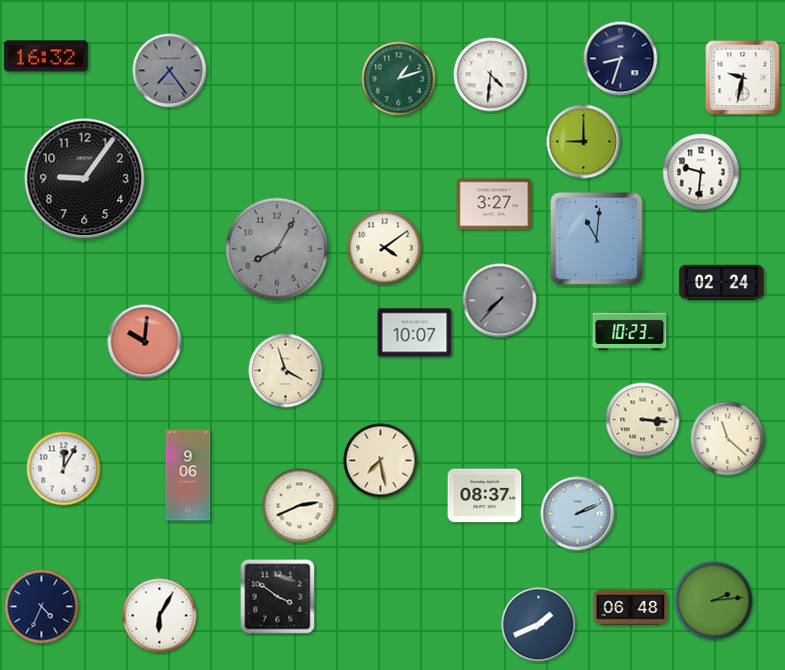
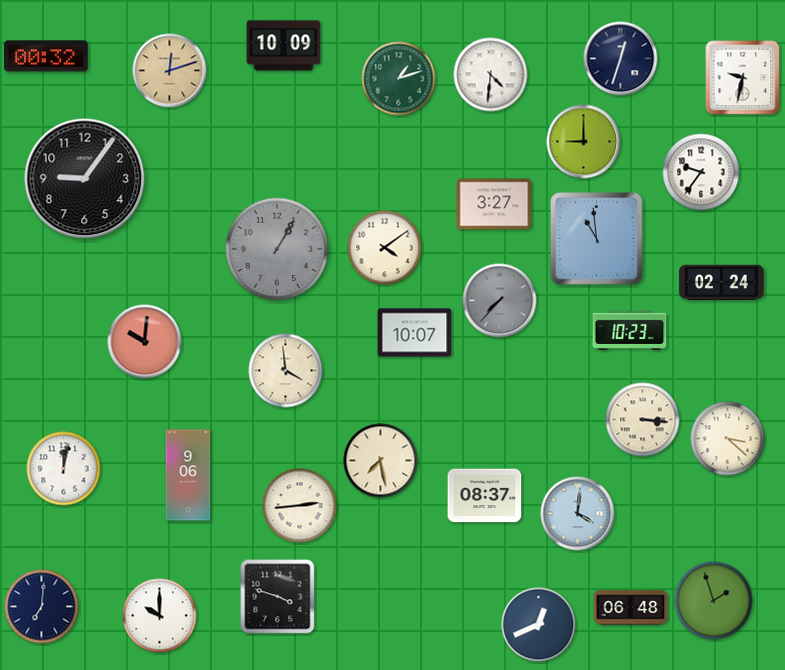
clock at (284, 46): none -> 10:09
clock at (46, 56): 16:32 -> 00:32
clock at (621, 59): 8:33 -> 12:33
clock at (170, 71): 7:24 -> 12:12
clock at (170, 71) dial: grey -> champagne
clock at (701, 172): 9:31 -> 9:36
clock at (597, 239): 11:01 -> 10:59
clock at (277, 249): 8:05 -> 1:05
clock at (286, 371): 3:57 -> 3:59
clock at (728, 439): 11:22 -> 3:22
clock at (64, 469): 12:05 -> 12:02
clock at (300, 506): 2:41 -> 2:44
clock at (578, 514): 2:11 -> 4:01
clock at (278, 597): 3:51 -> 3:48
clock at (714, 601): 2:14 -> 1:57
clock at (42, 607): 4:34 -> 7:01
clock at (160, 616): 6:05 -> 10:00
clock at (539, 625): 1:41 -> 12:41
